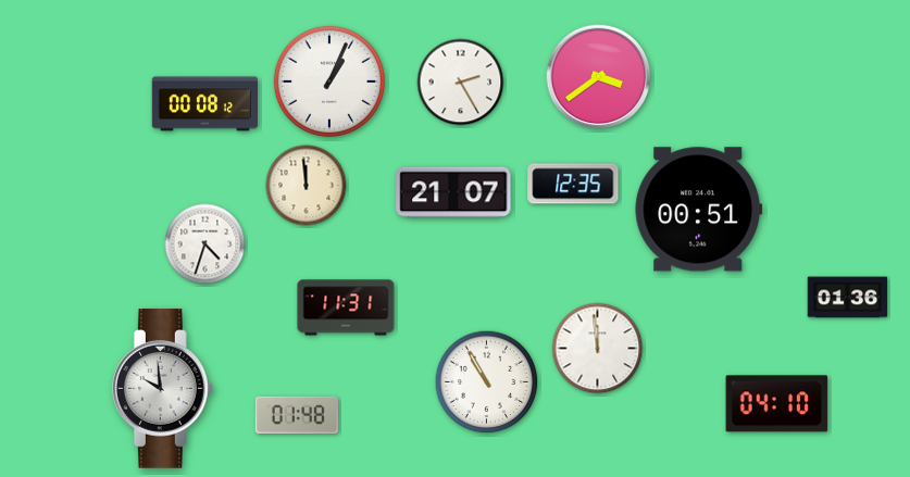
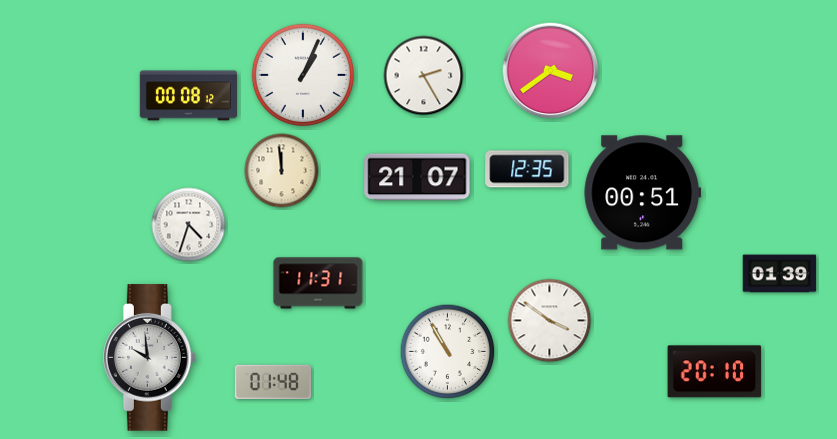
clock at (848, 298): 01:36 -> 01:39
clock at (598, 349): 11:59 -> 3:51
clock at (777, 404): 04:10 -> 20:10
